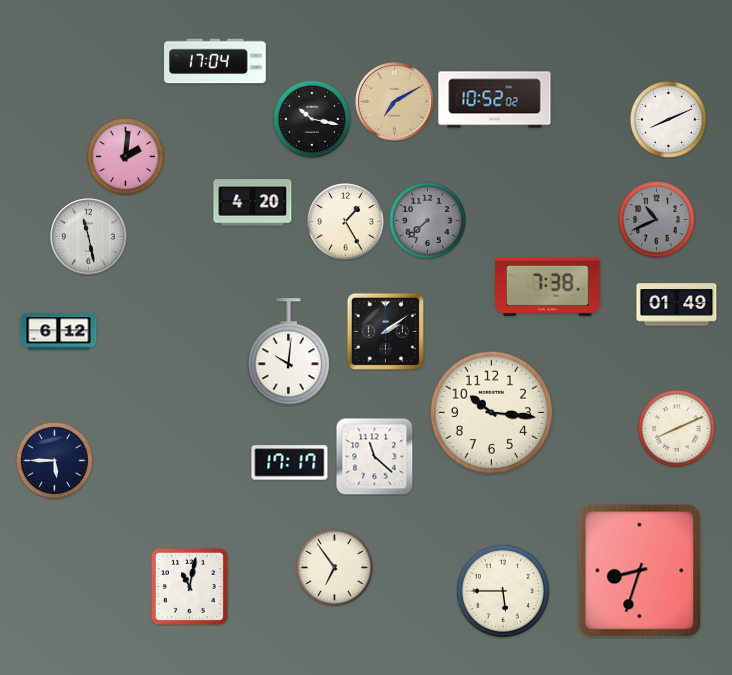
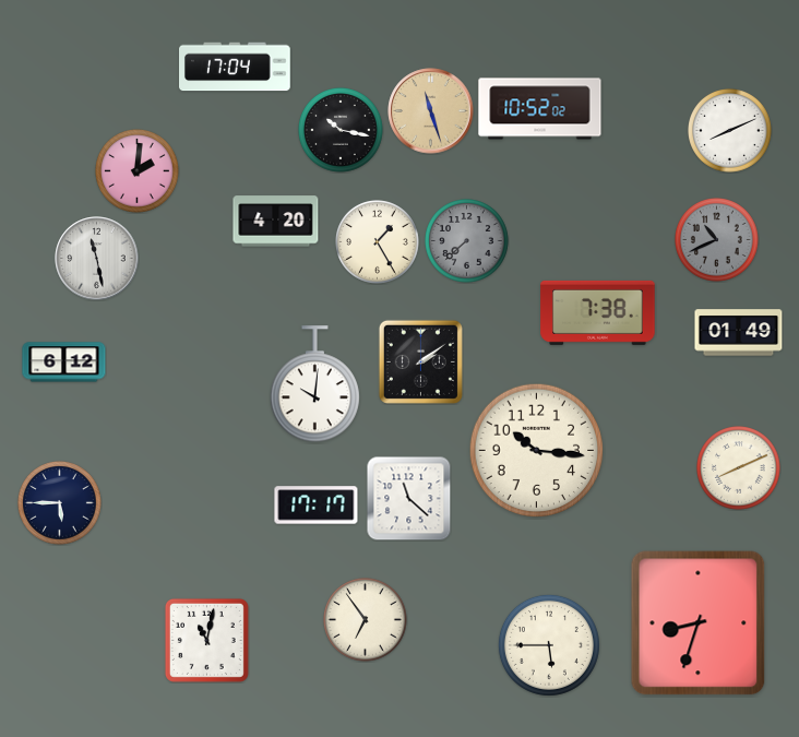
clock at (395, 102): 7:10 -> 11:27
